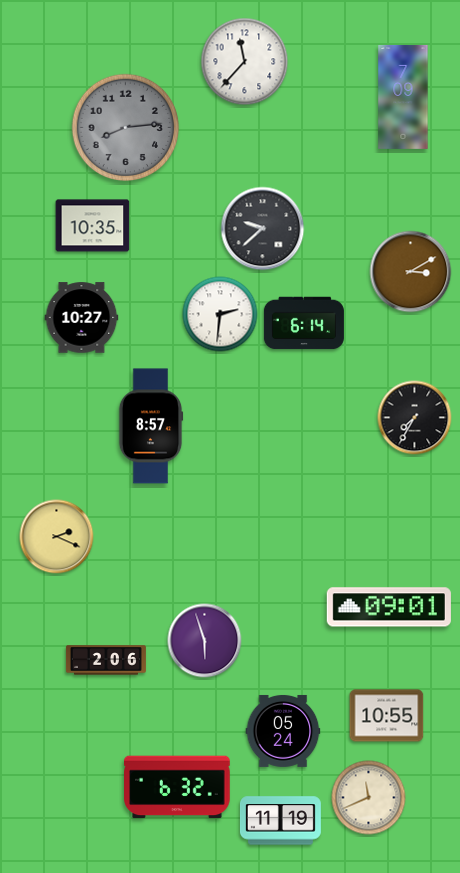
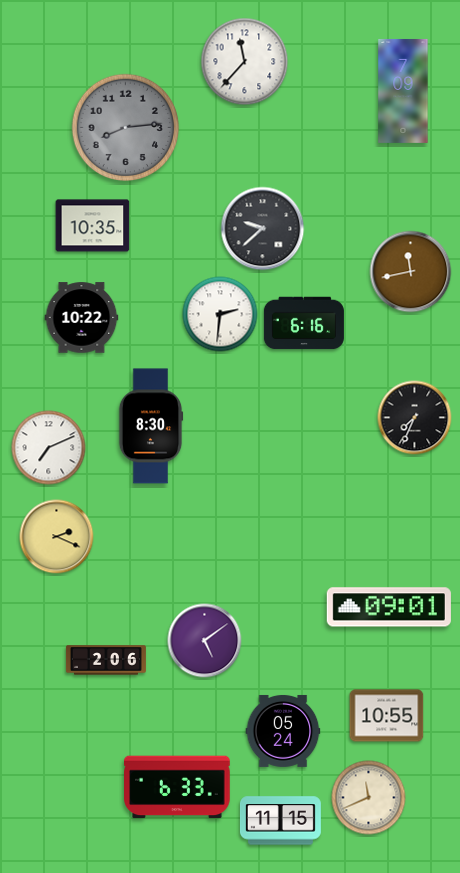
clock at (403, 97) position: (403, 97) -> (403, 91)
clock at (411, 272): 3:10 -> 11:43
clock at (82, 318): 10:27 -> 10:22
clock at (304, 323): 6:14 -> 6:16
clock at (415, 418): 7:35 -> 7:34
clock at (151, 426): 8:57 -> 8:30
clock at (49, 448): none -> 7:11
clock at (205, 641): 5:57 -> 5:09
clock at (178, 787): 6:32 -> 6:33
clock at (280, 821): 11:19 -> 11:15
